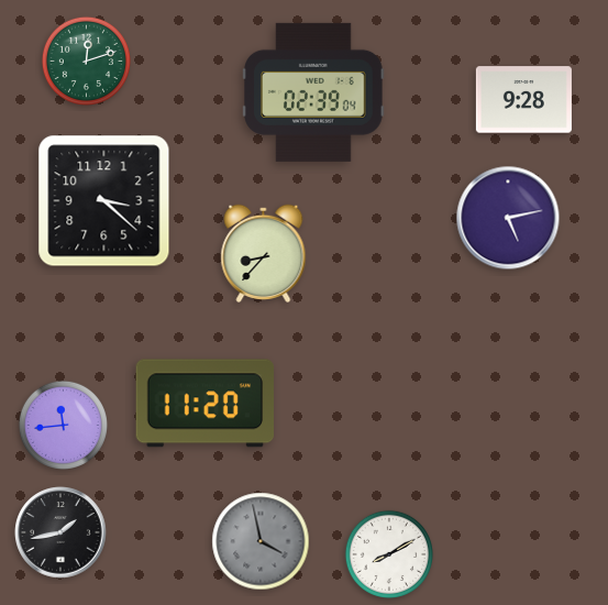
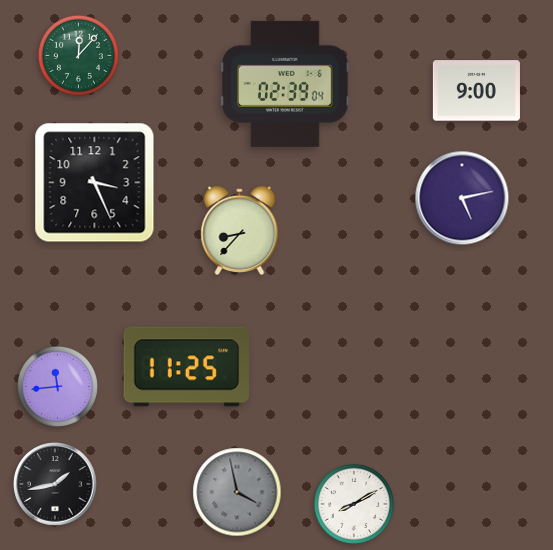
clock at (86, 61): 12:12 -> 12:07
clock at (523, 100): 9:28 -> 9:00
clock at (104, 201): 3:22 -> 3:26
clock at (206, 404): 11:20 -> 11:25
